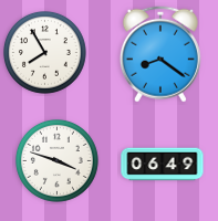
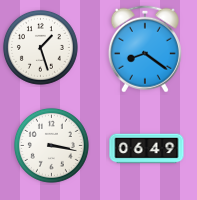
clock at (44, 52): 7:55 -> 1:27
clock at (56, 160): 3:48 -> 3:17
